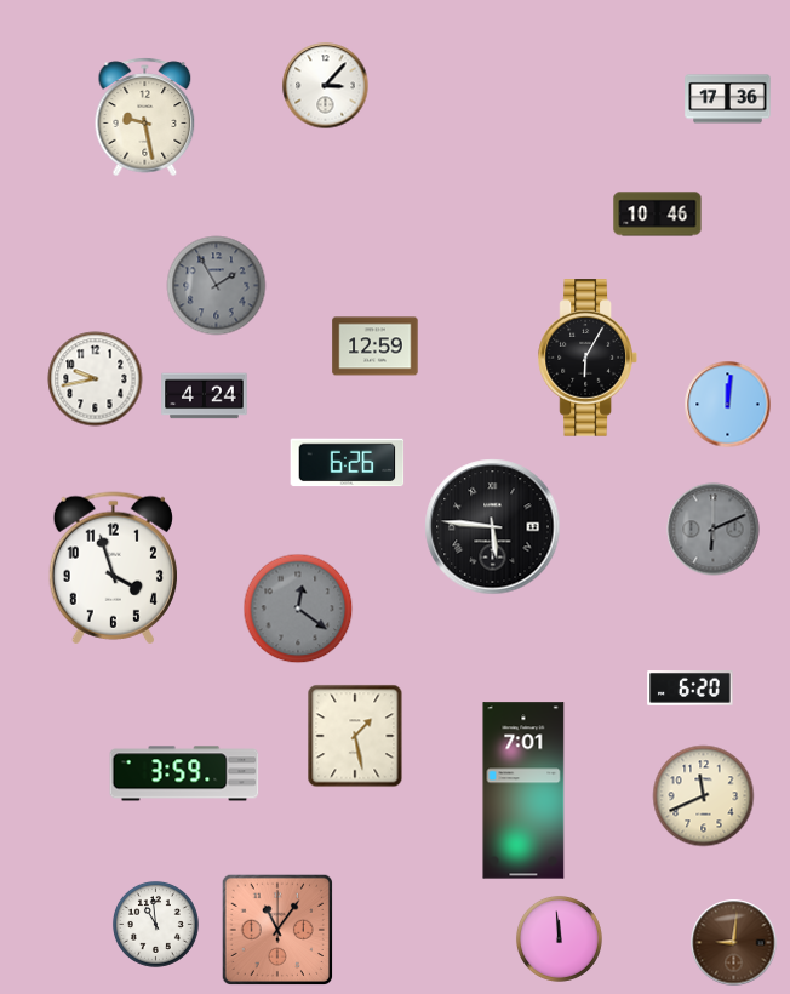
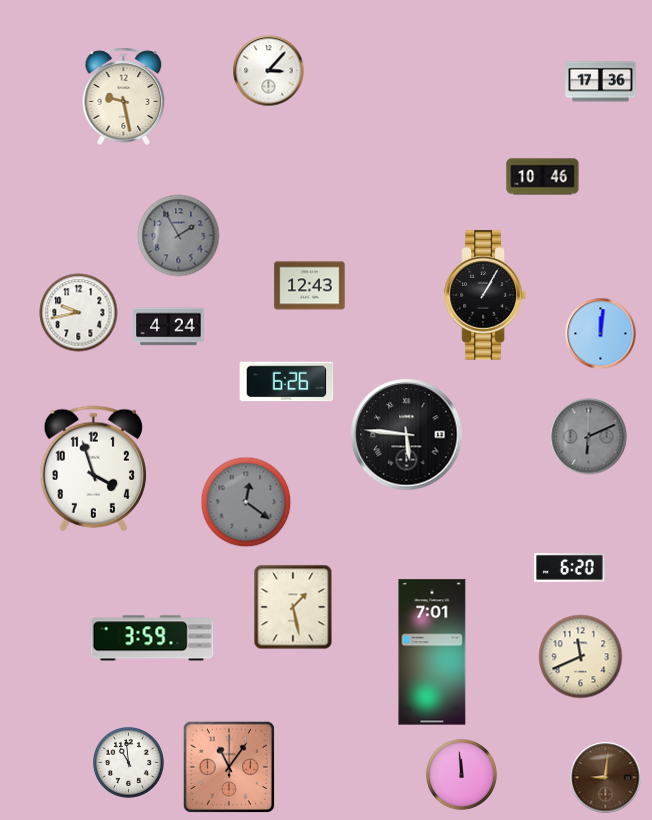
clock at (145, 118) position: (145, 118) -> (124, 97)
clock at (376, 347): 12:59 -> 12:43
clock at (588, 358): 6:05 -> 1:05
